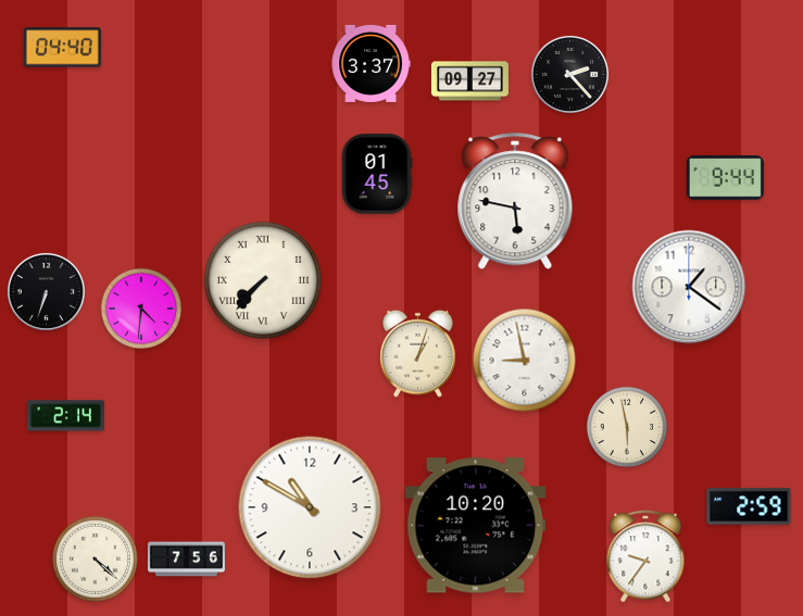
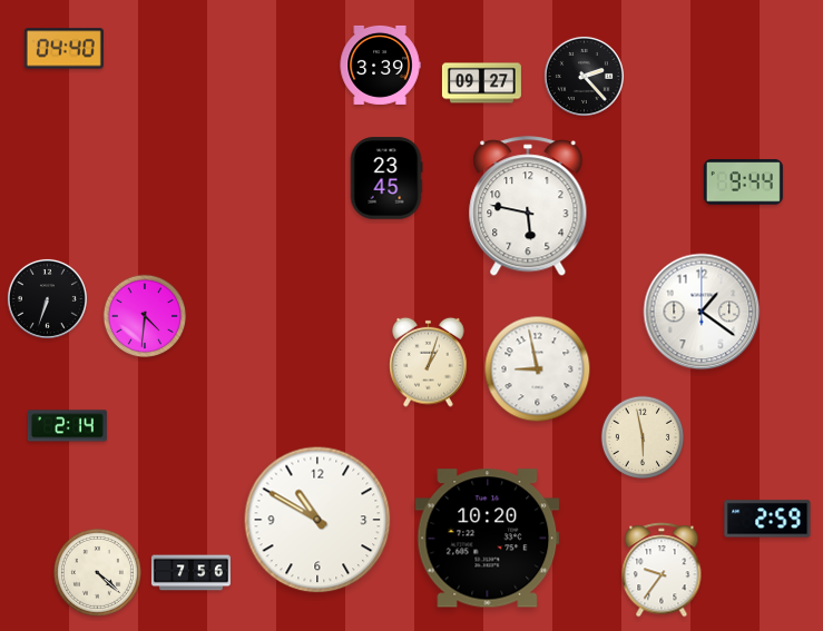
clock at (371, 63): 3:37 -> 3:39
clock at (377, 174): 01:45 -> 23:45
clock at (263, 280): 7:37 -> none
clock at (689, 287) position: (689, 287) -> (702, 312)
